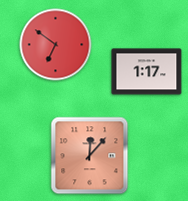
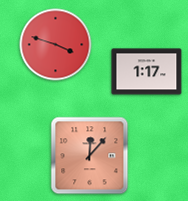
clock at (56, 45): 6:51 -> 3:48
